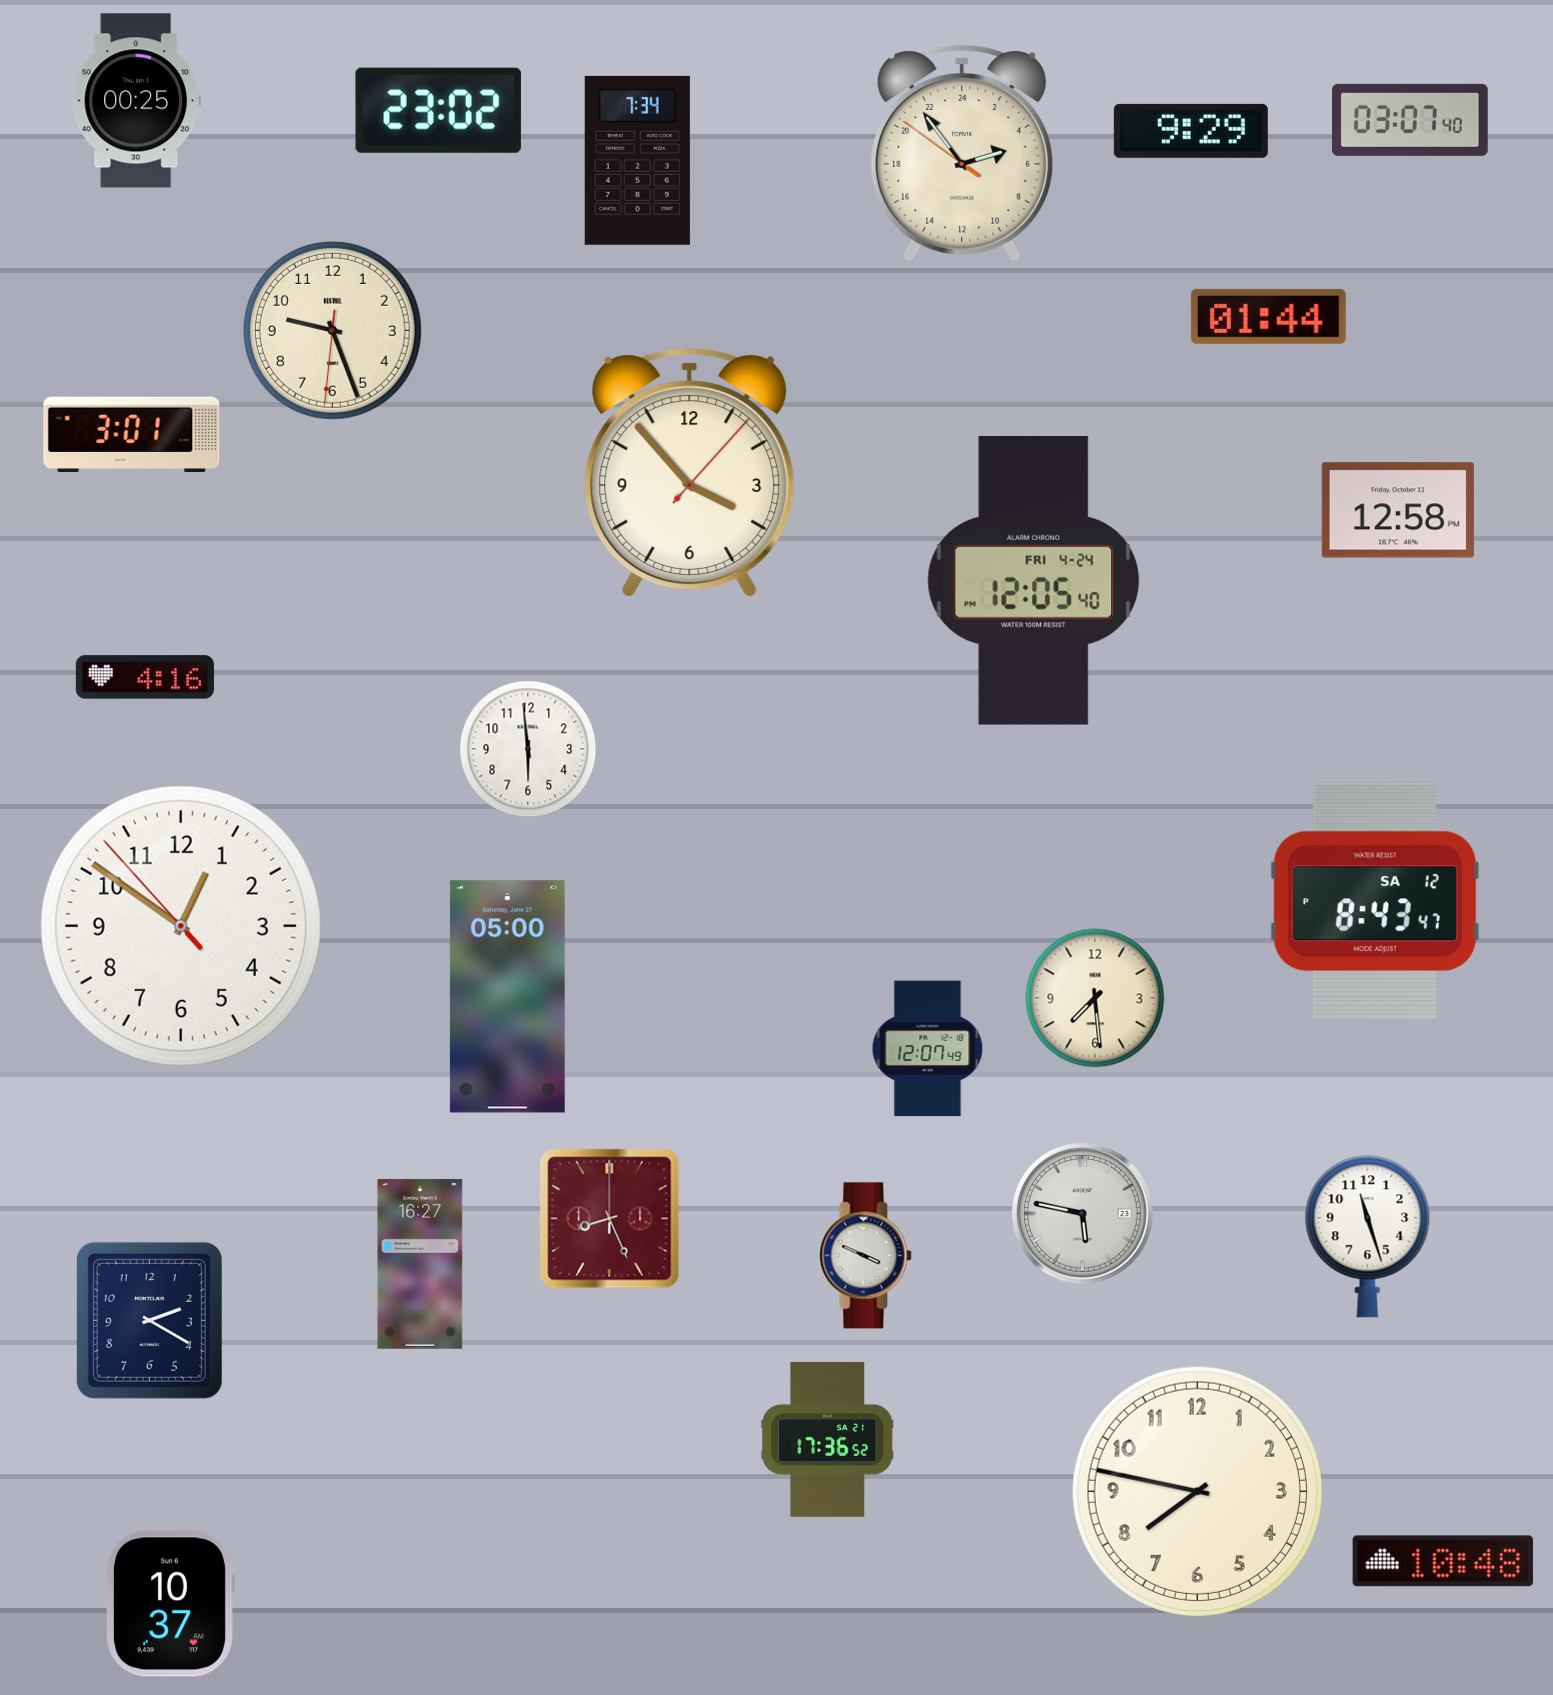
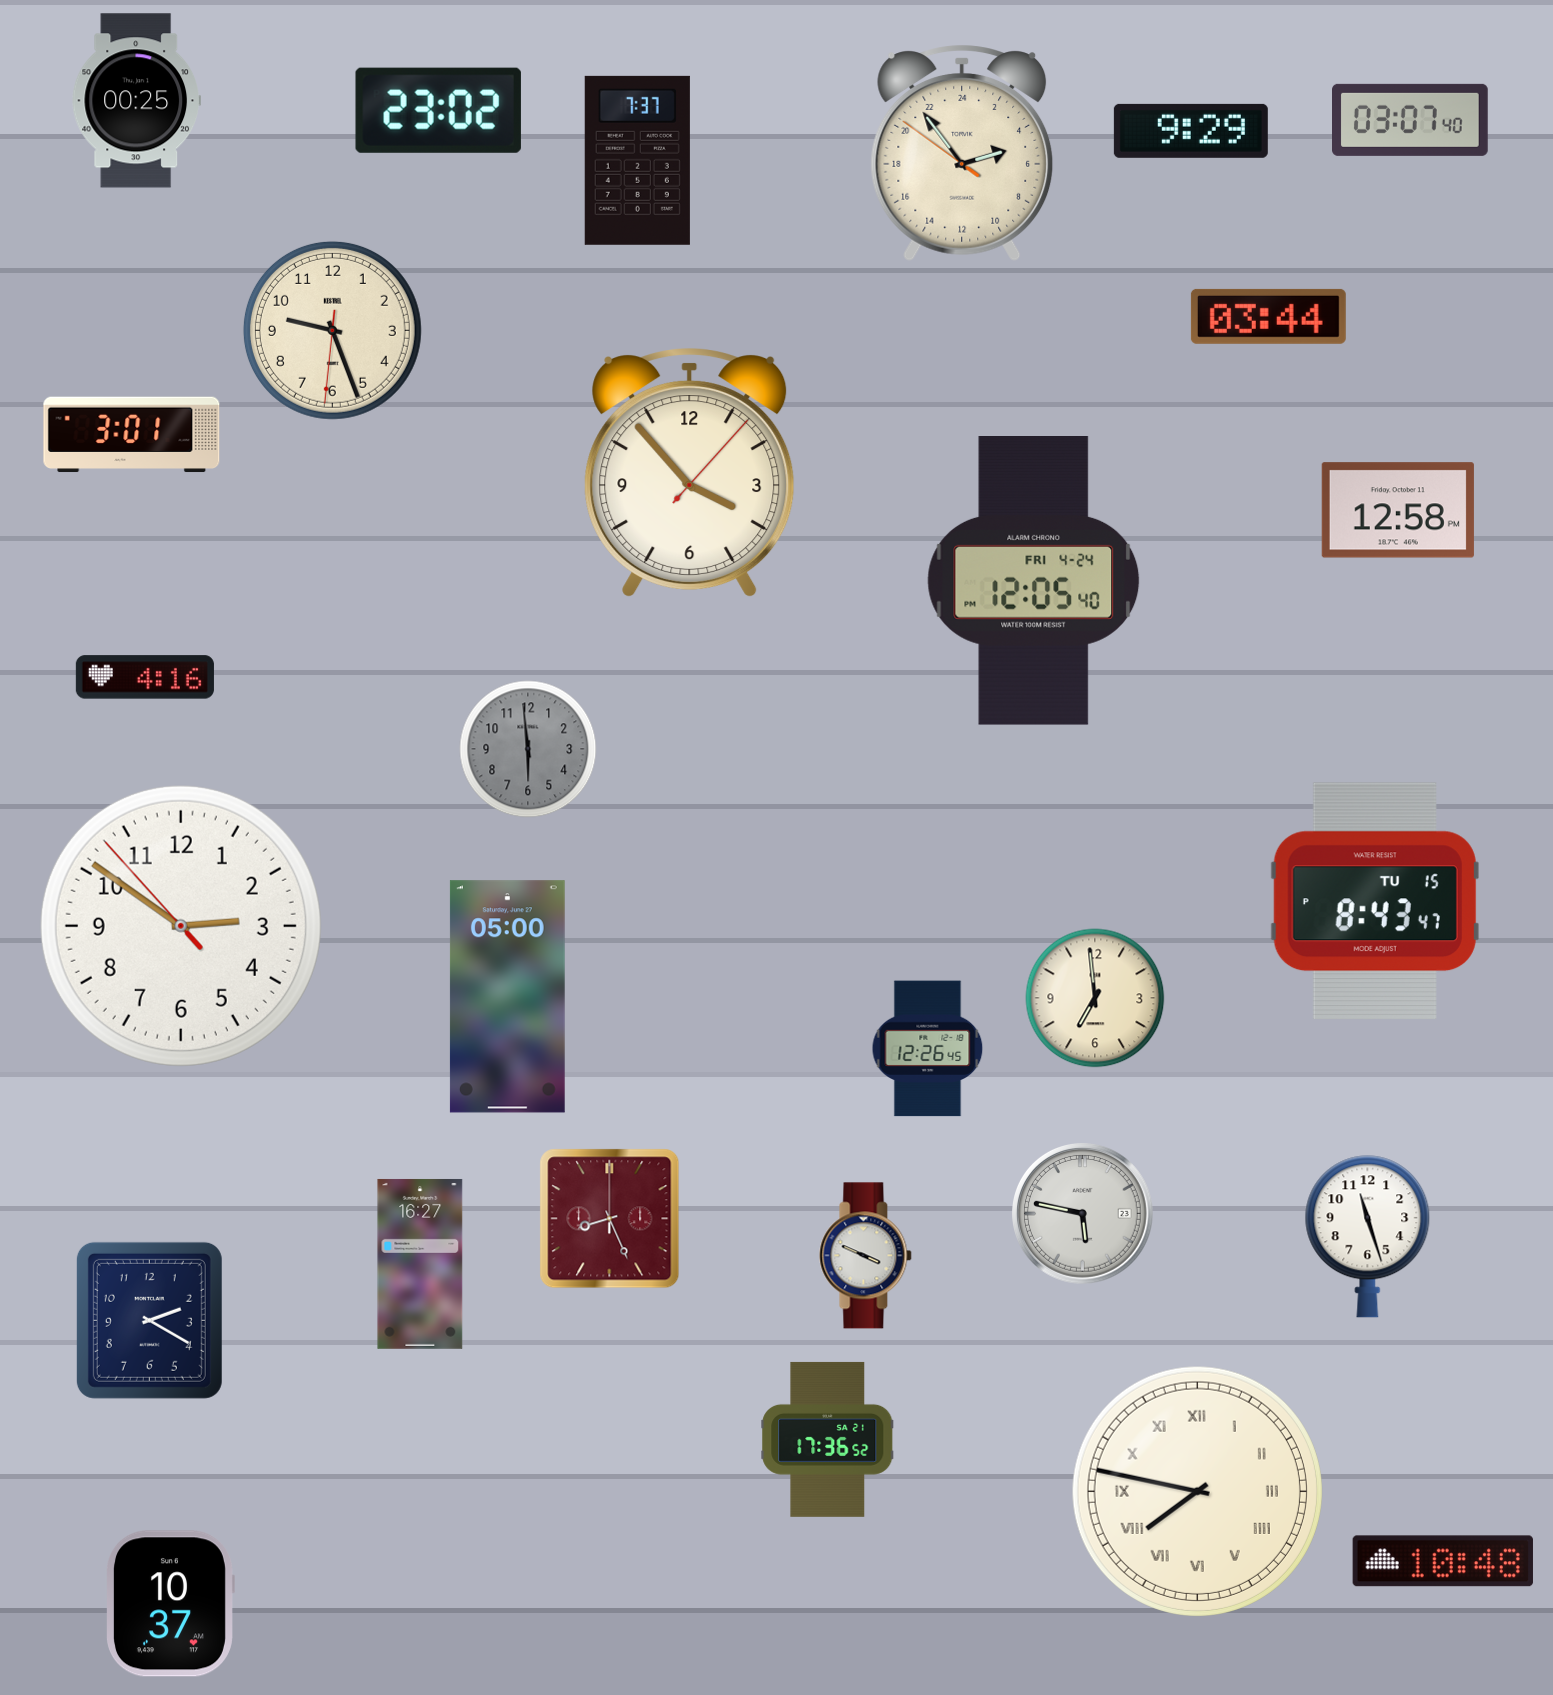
clock at (637, 160): 7:34 -> 7:37
clock at (1268, 316): 01:44 -> 03:44
clock at (528, 749) dial: white -> grey
clock at (1375, 901) date: SA 12 -> TU 15
clock at (181, 926): 12:50 -> 2:50
clock at (1095, 998): 7:29 -> 6:59
clock at (928, 1049): 12:07 -> 12:26
clock at (1197, 1491) numerals: Arabic -> Roman
